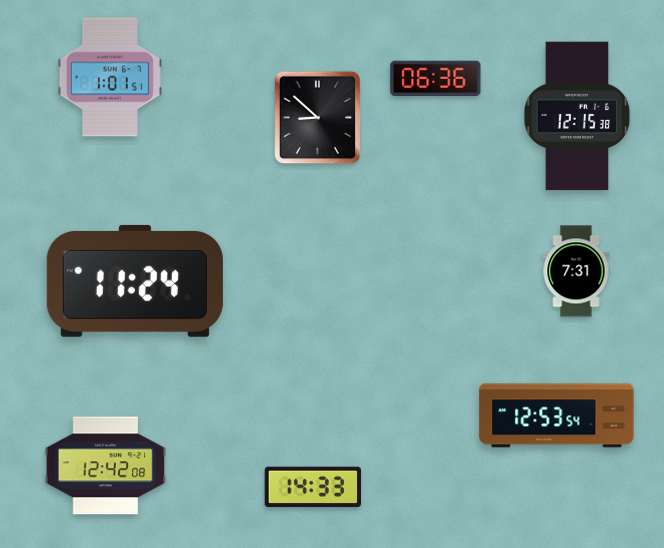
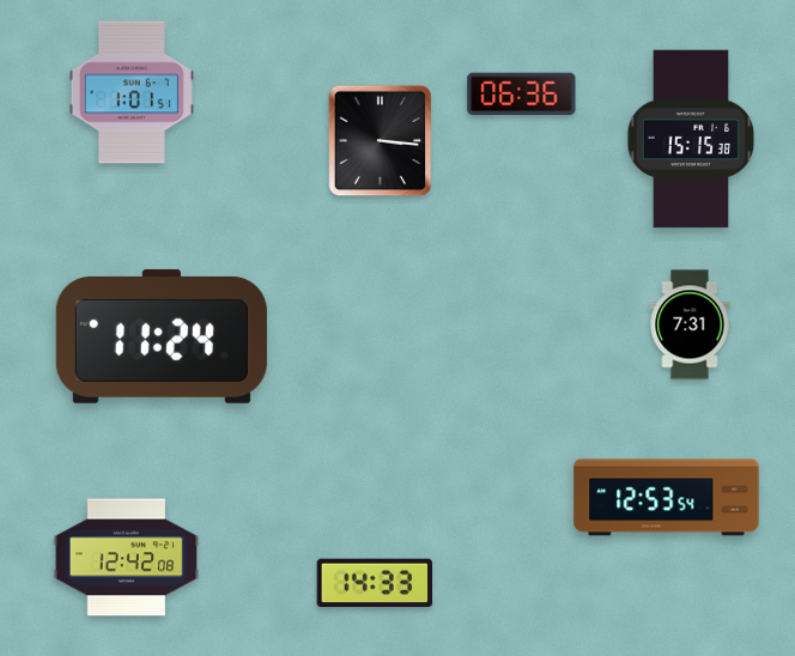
clock at (577, 116): 12:15 -> 15:15
clock at (318, 118): 8:52 -> 3:16
